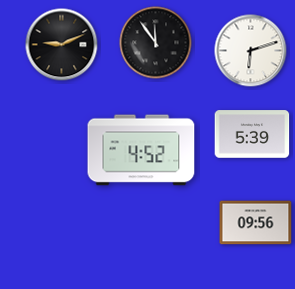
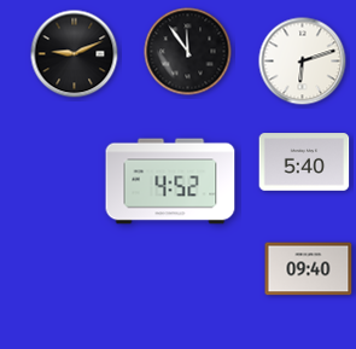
clock at (252, 134): 5:39 -> 5:40
clock at (256, 223): 09:56 -> 09:40
